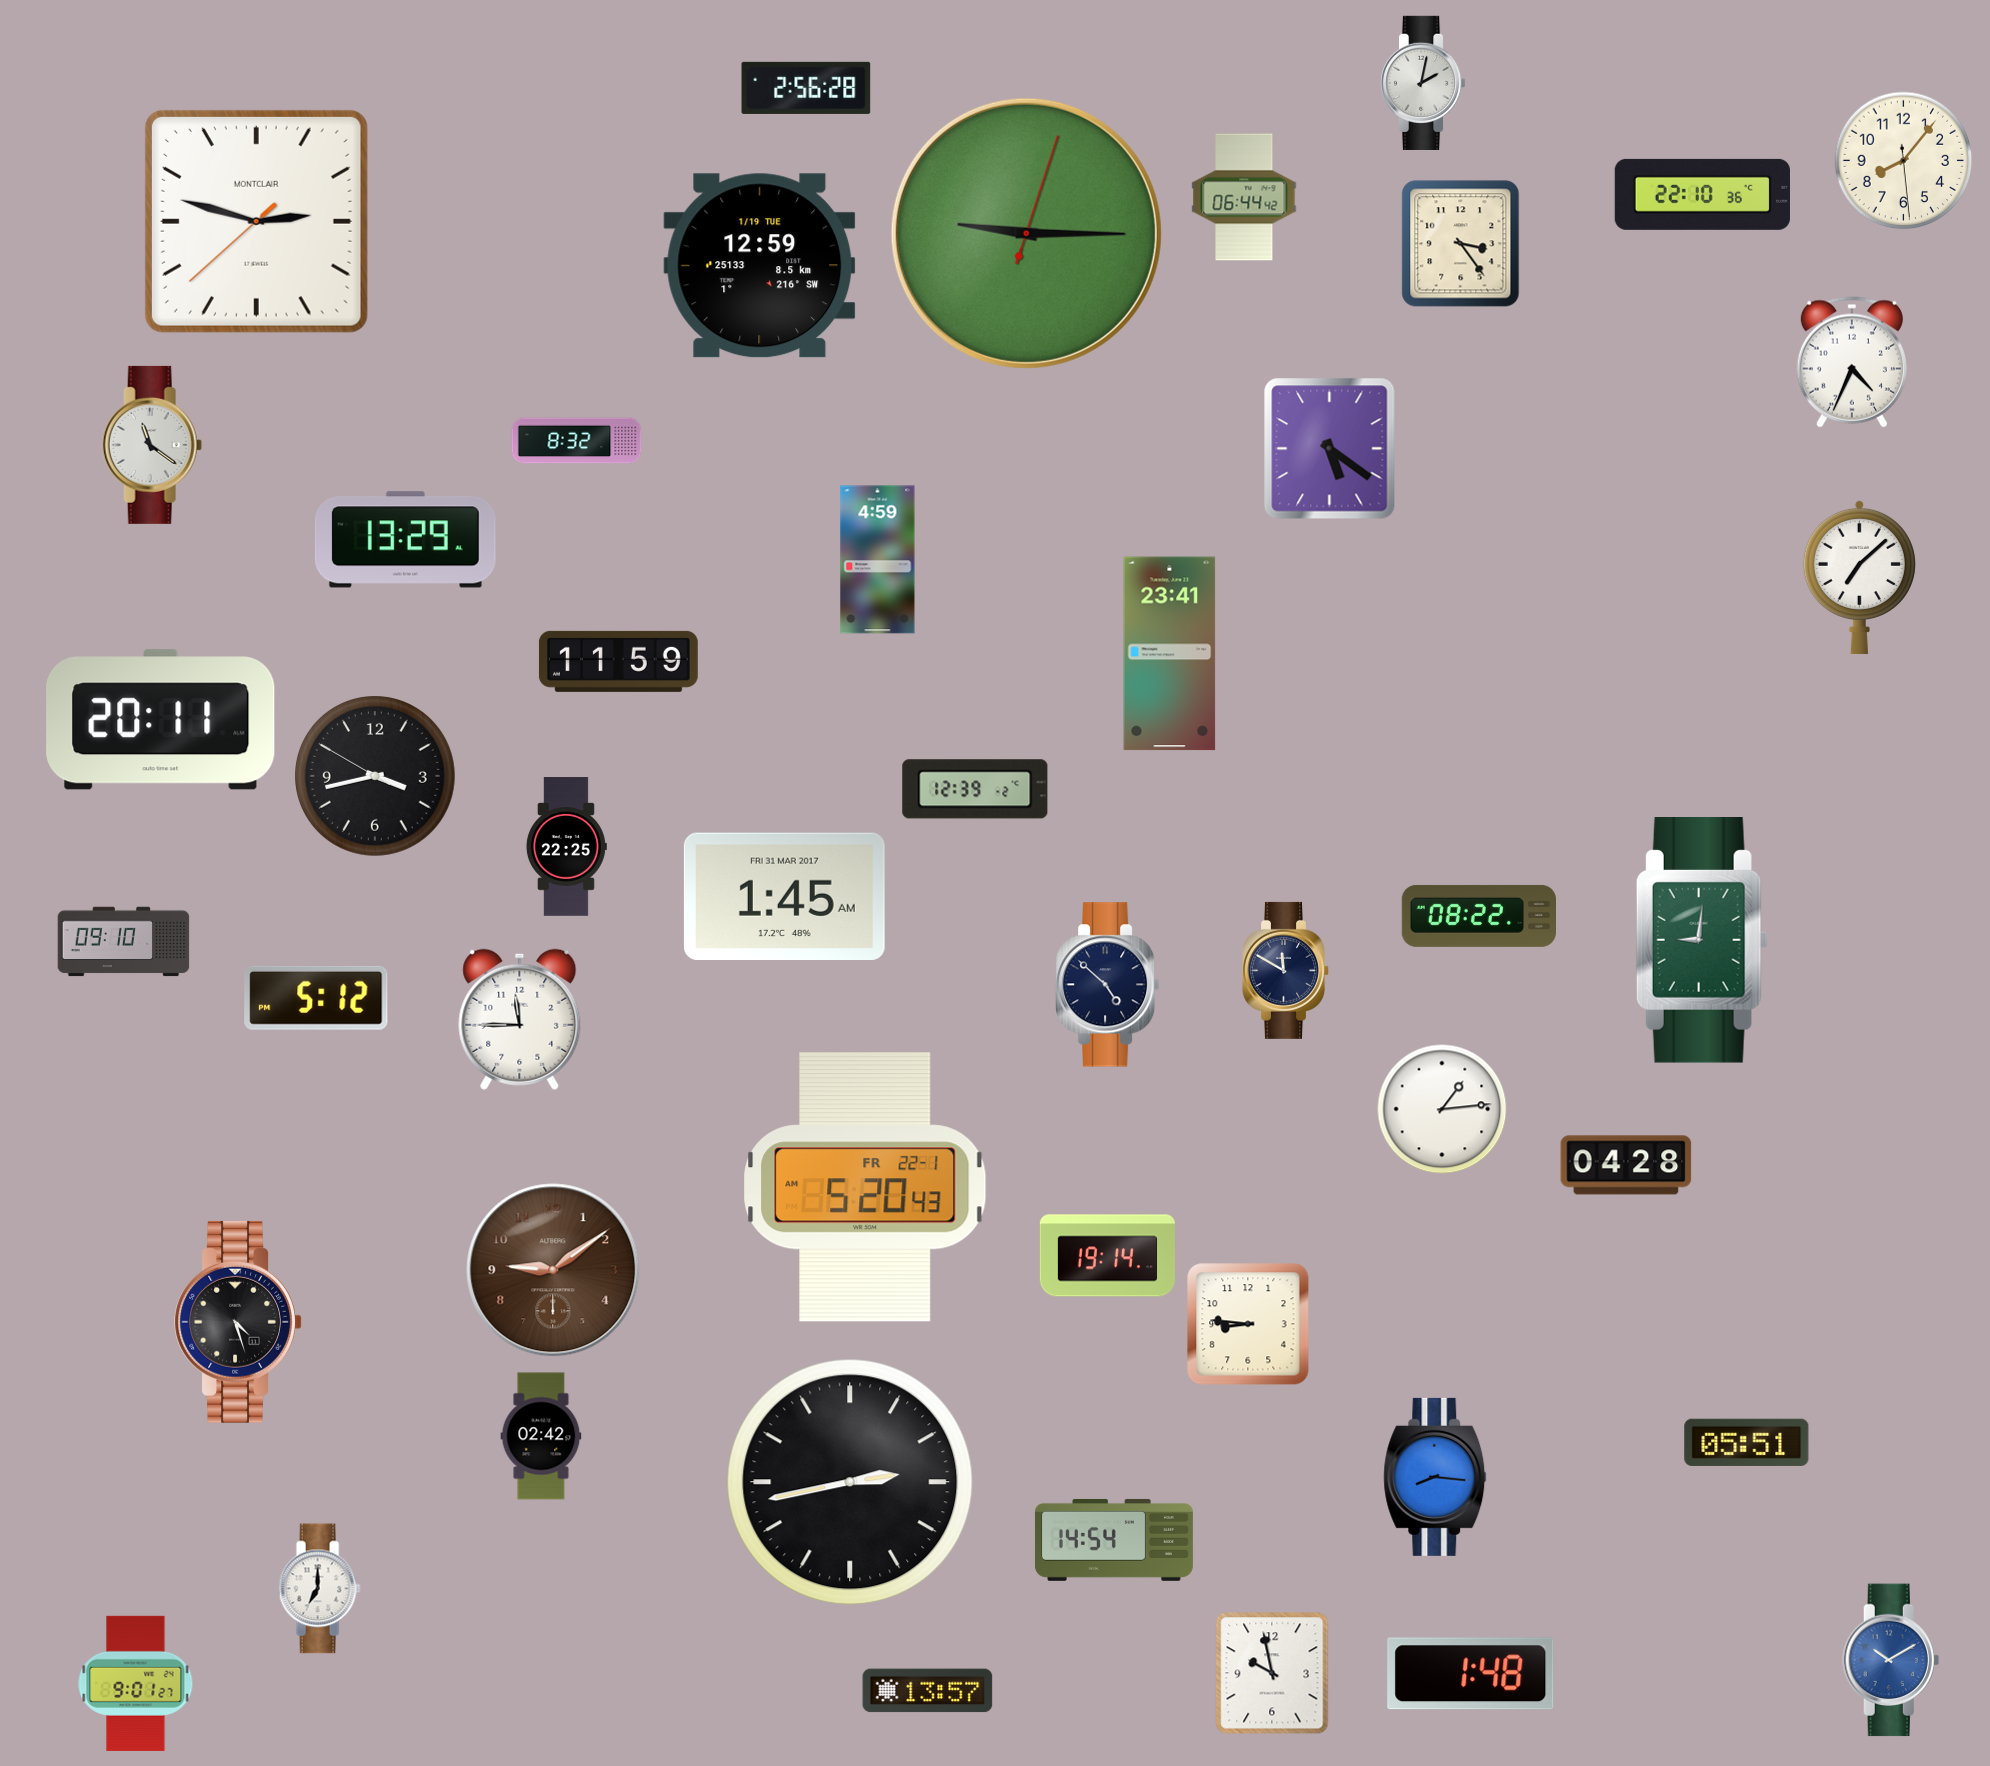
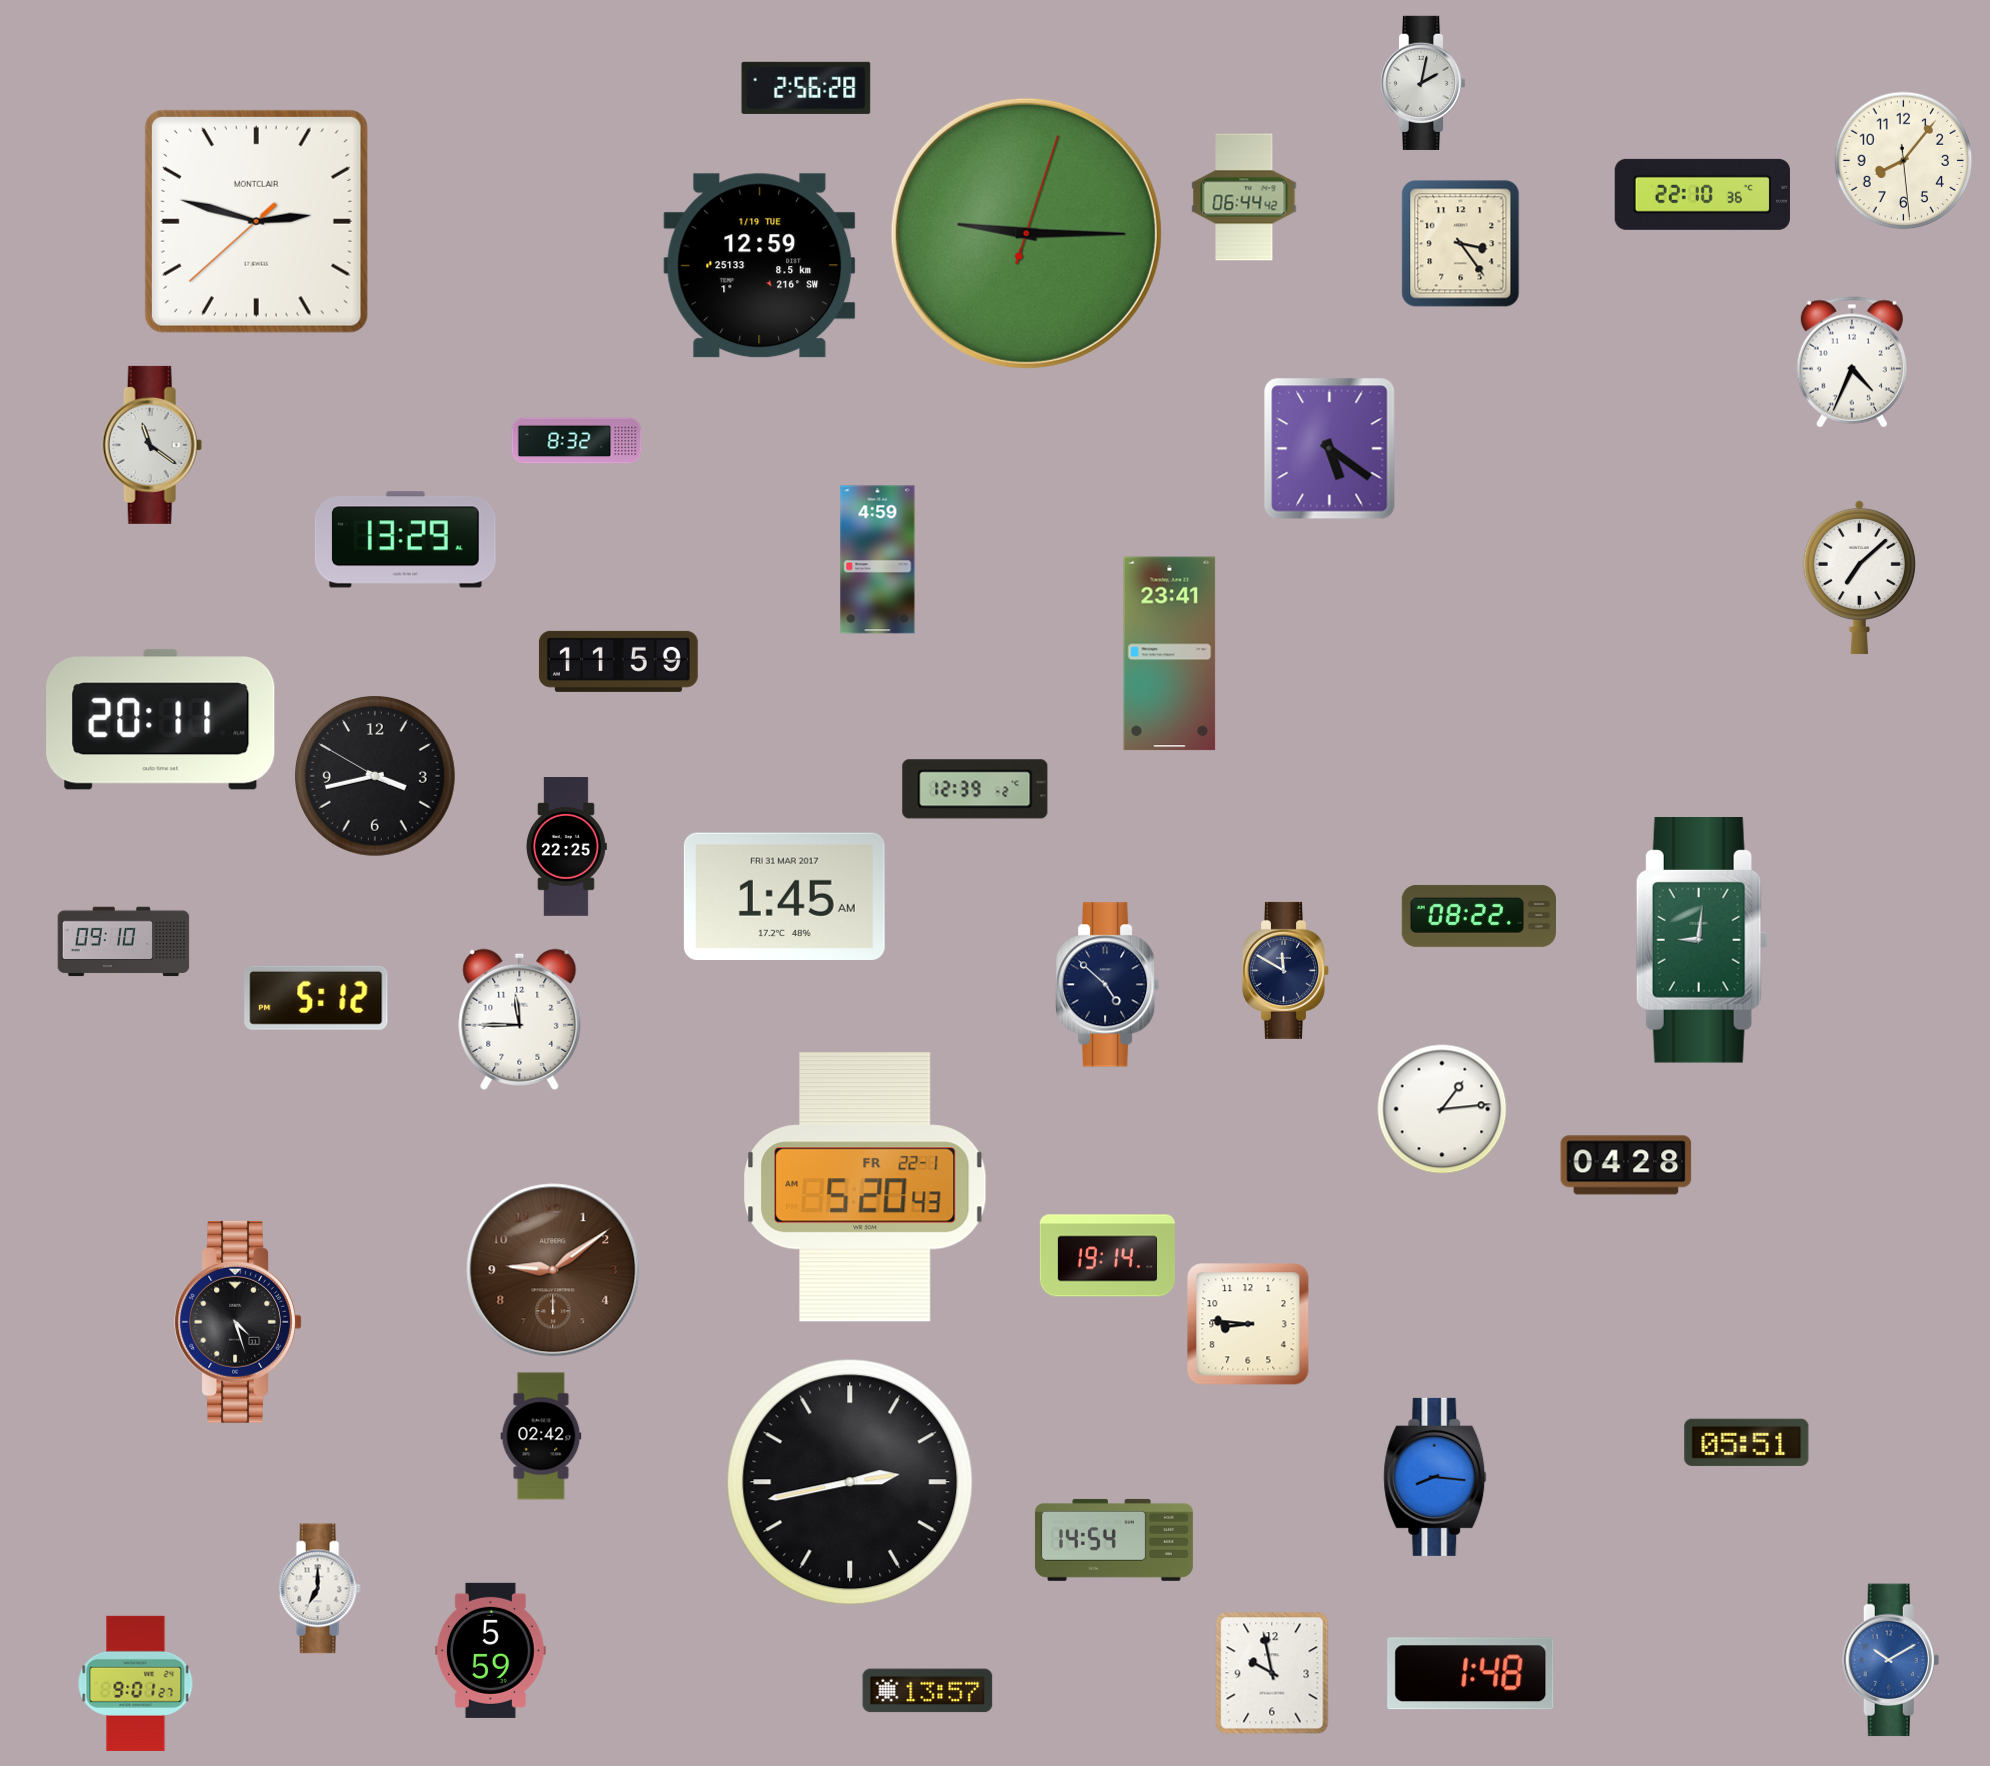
clock at (490, 1650): none -> 5:59
